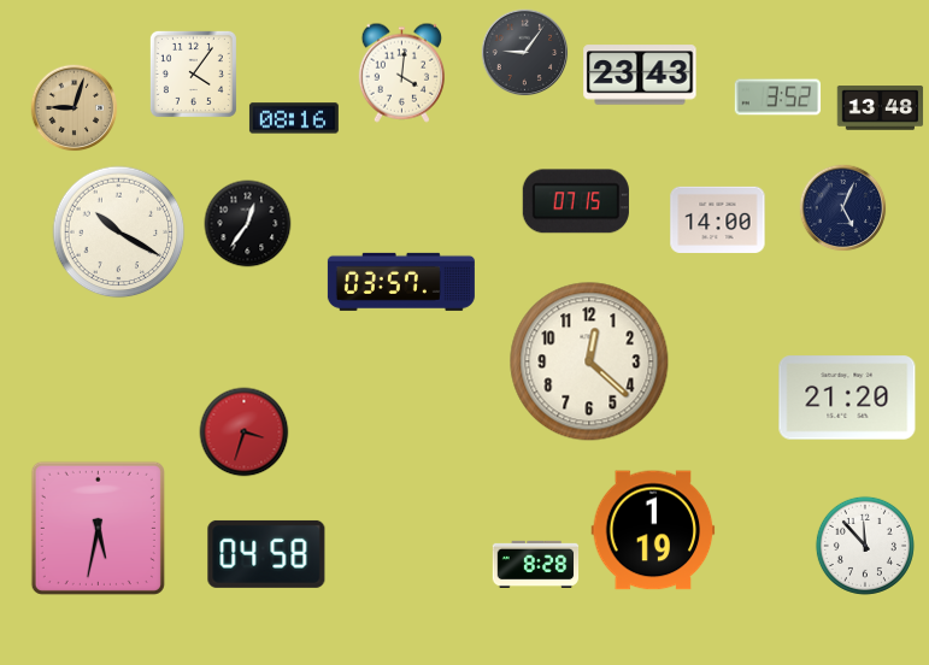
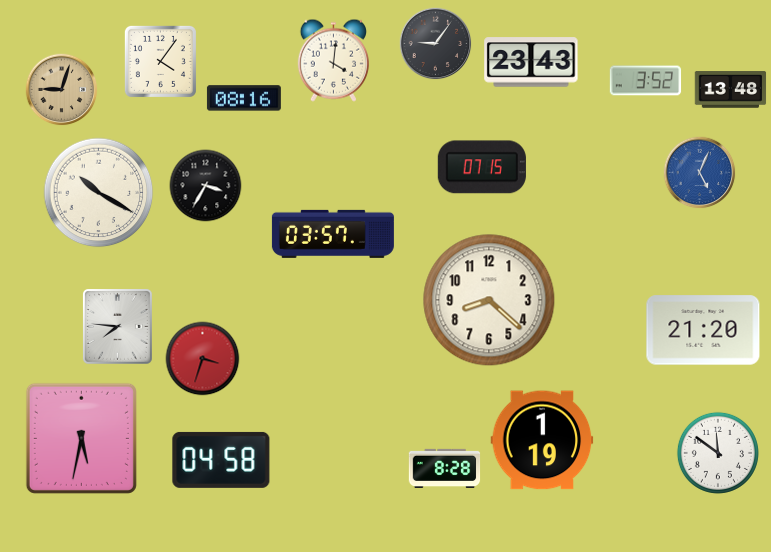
clock at (576, 201) position: (576, 201) -> (482, 167)
clock at (843, 208) dial: navy -> blue
clock at (718, 219): 14:00 -> none
clock at (248, 224): 12:36 -> 3:35
clock at (589, 361): 12:22 -> 8:22
clock at (118, 327): none -> 7:46
clock at (865, 546): 11:53 -> 11:51
